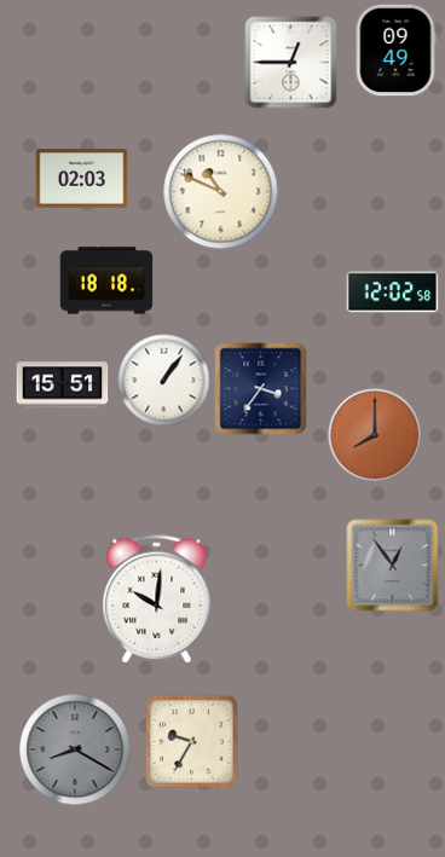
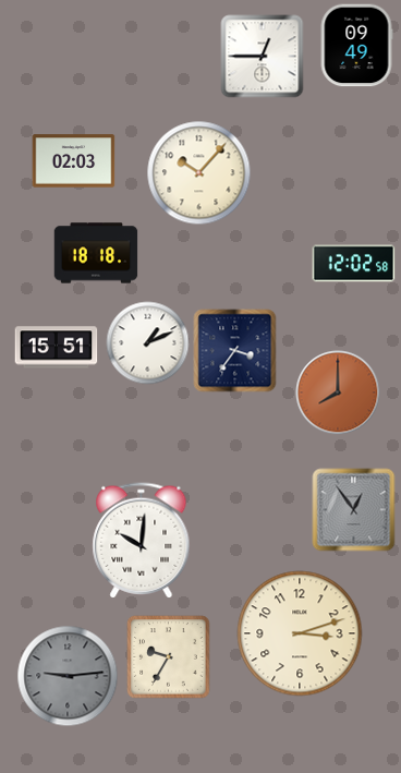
clock at (221, 192): 10:49 -> 10:07
clock at (164, 381): 1:06 -> 1:11
clock at (300, 633): none -> 3:12
clock at (192, 742) position: (192, 742) -> (169, 657)
clock at (75, 749): 8:20 -> 9:14
